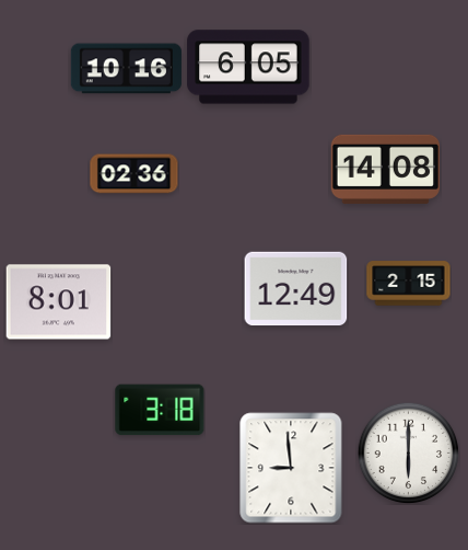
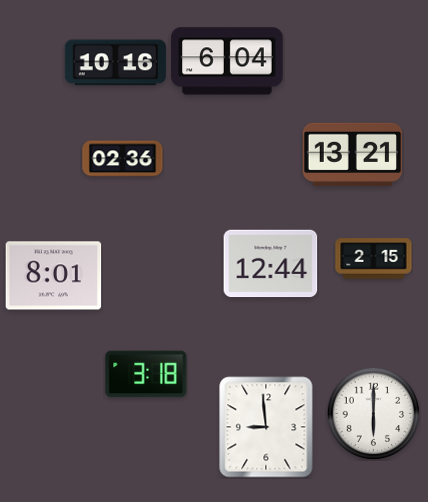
clock at (248, 67): 6:05 -> 6:04
clock at (385, 169): 14:08 -> 13:21
clock at (296, 289): 12:49 -> 12:44
